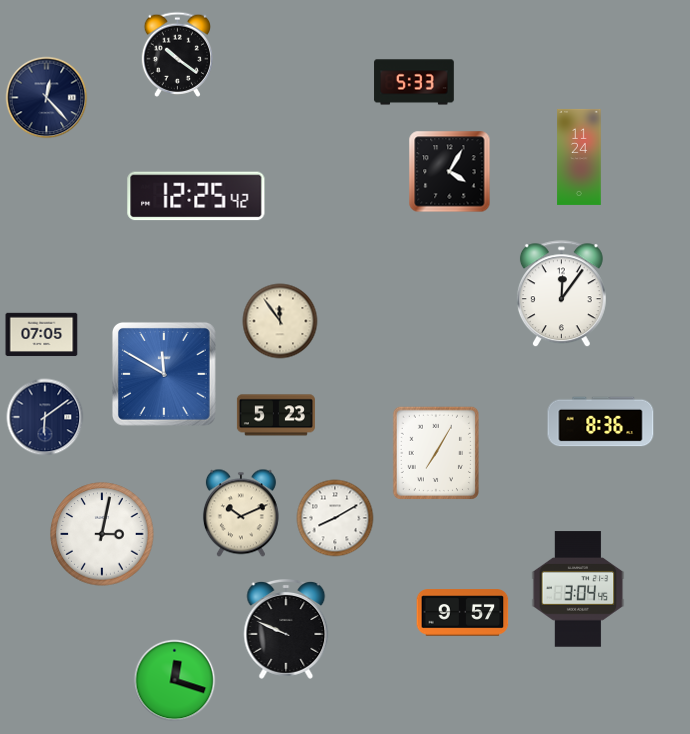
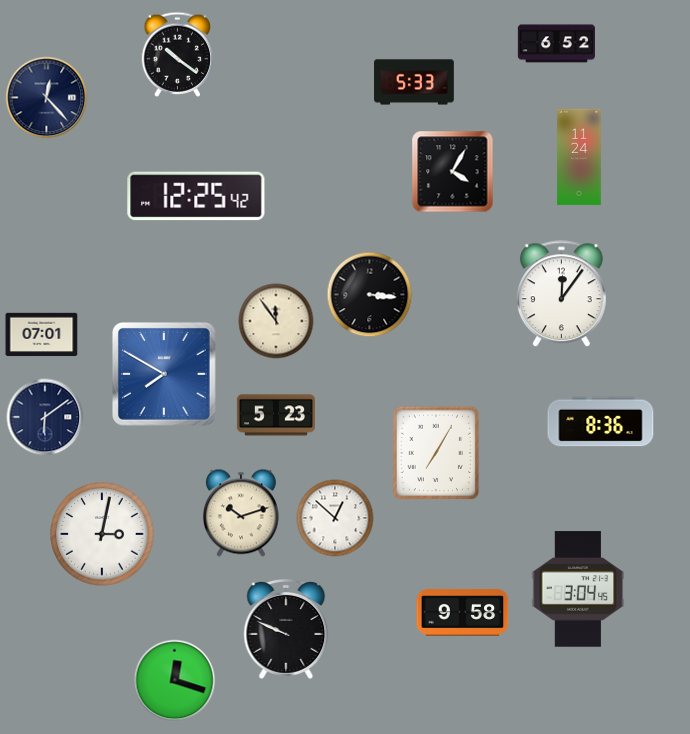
clock at (556, 44): none -> 6:52
clock at (450, 172) position: (450, 172) -> (453, 172)
clock at (370, 295): none -> 3:16
clock at (280, 321) position: (280, 321) -> (276, 321)
clock at (42, 335): 07:05 -> 07:01
clock at (164, 374): 11:50 -> 7:50
clock at (241, 513): 10:11 -> 10:12
clock at (335, 518): 8:10 -> 12:52
clock at (463, 613): 9:57 -> 9:58
